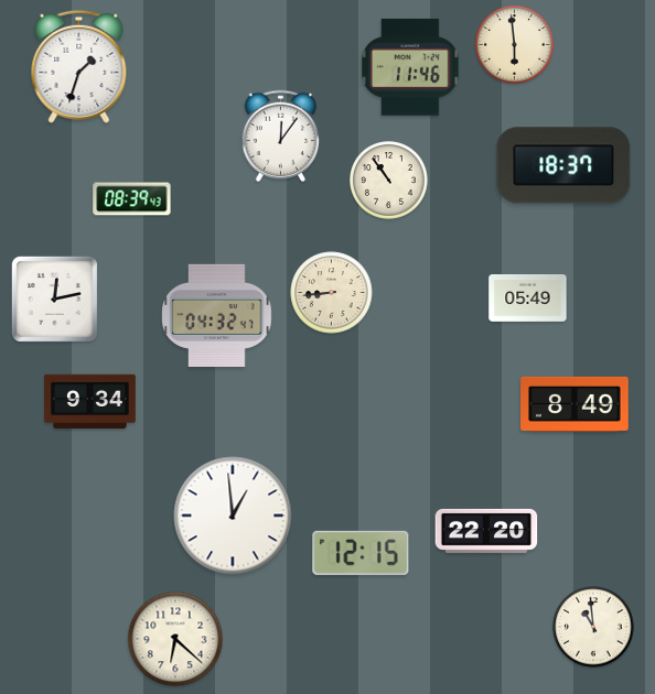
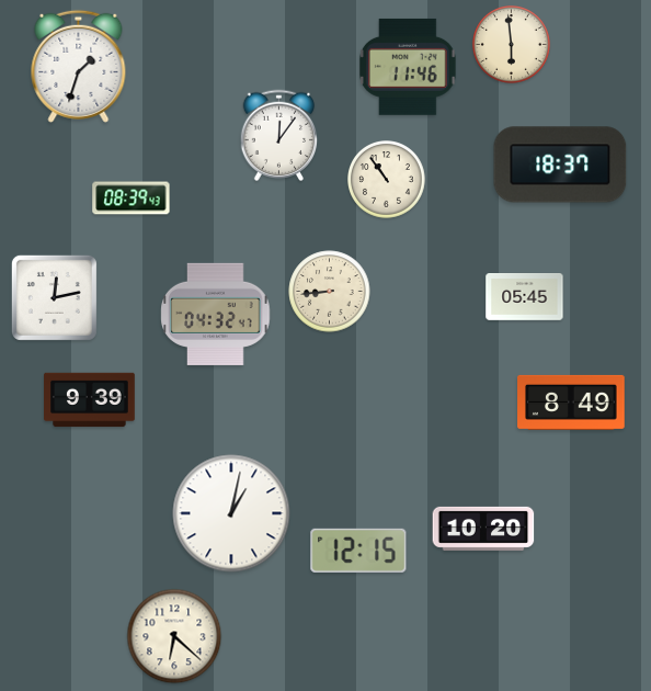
clock at (528, 299): 05:49 -> 05:45
clock at (90, 402): 9:34 -> 9:39
clock at (233, 516): 12:59 -> 1:02
clock at (486, 531): 22:20 -> 10:20
clock at (593, 627): 10:59 -> none
